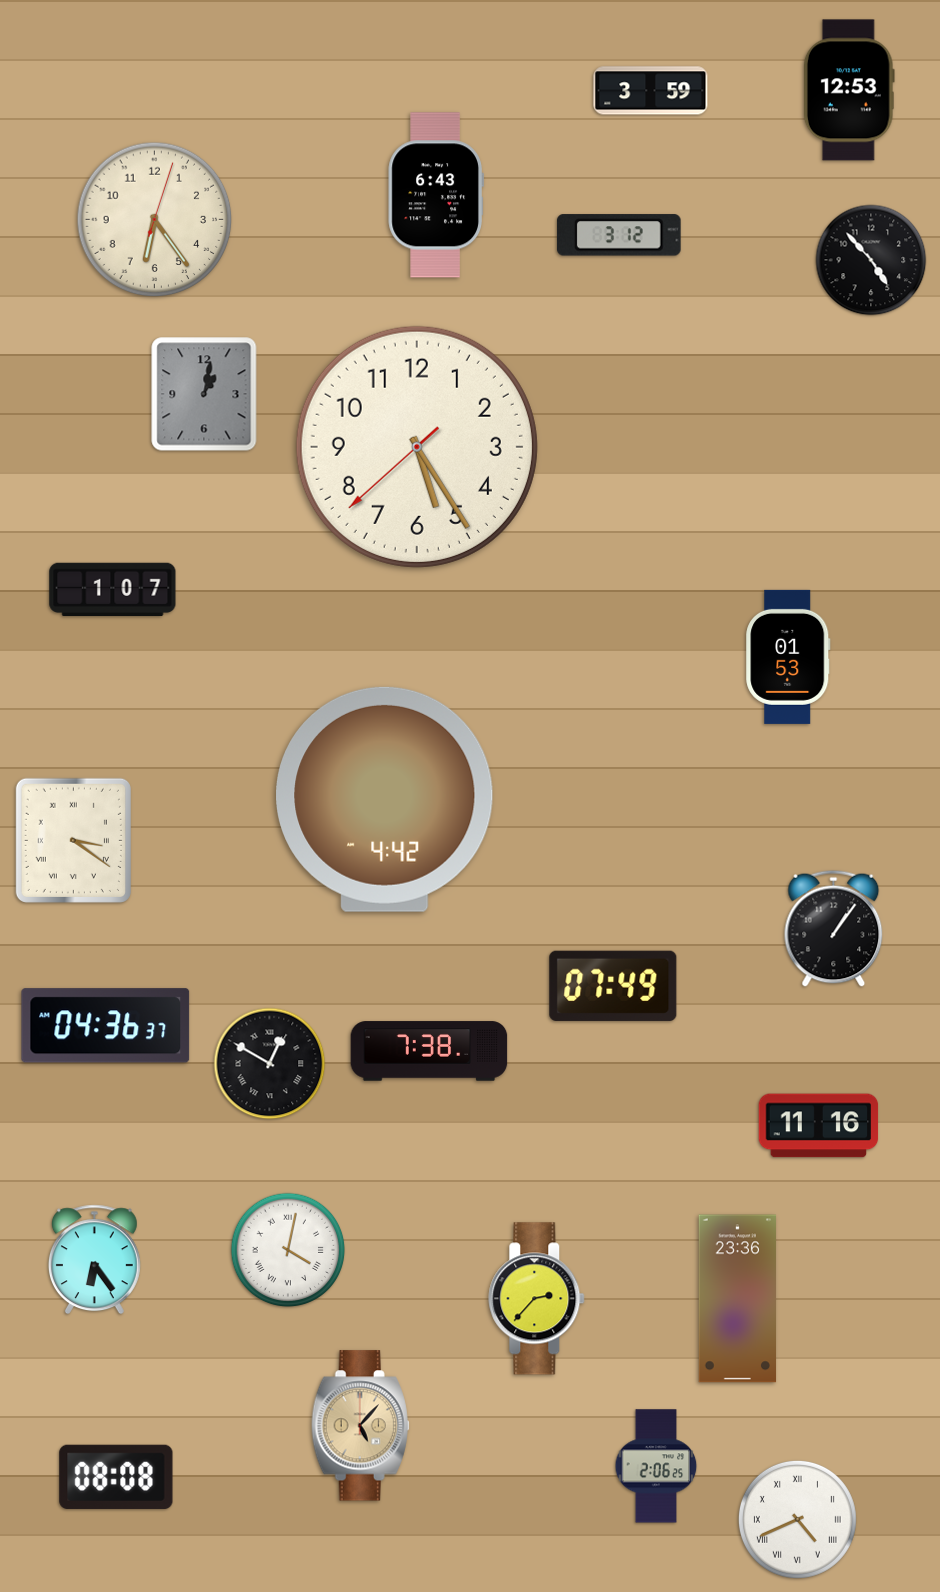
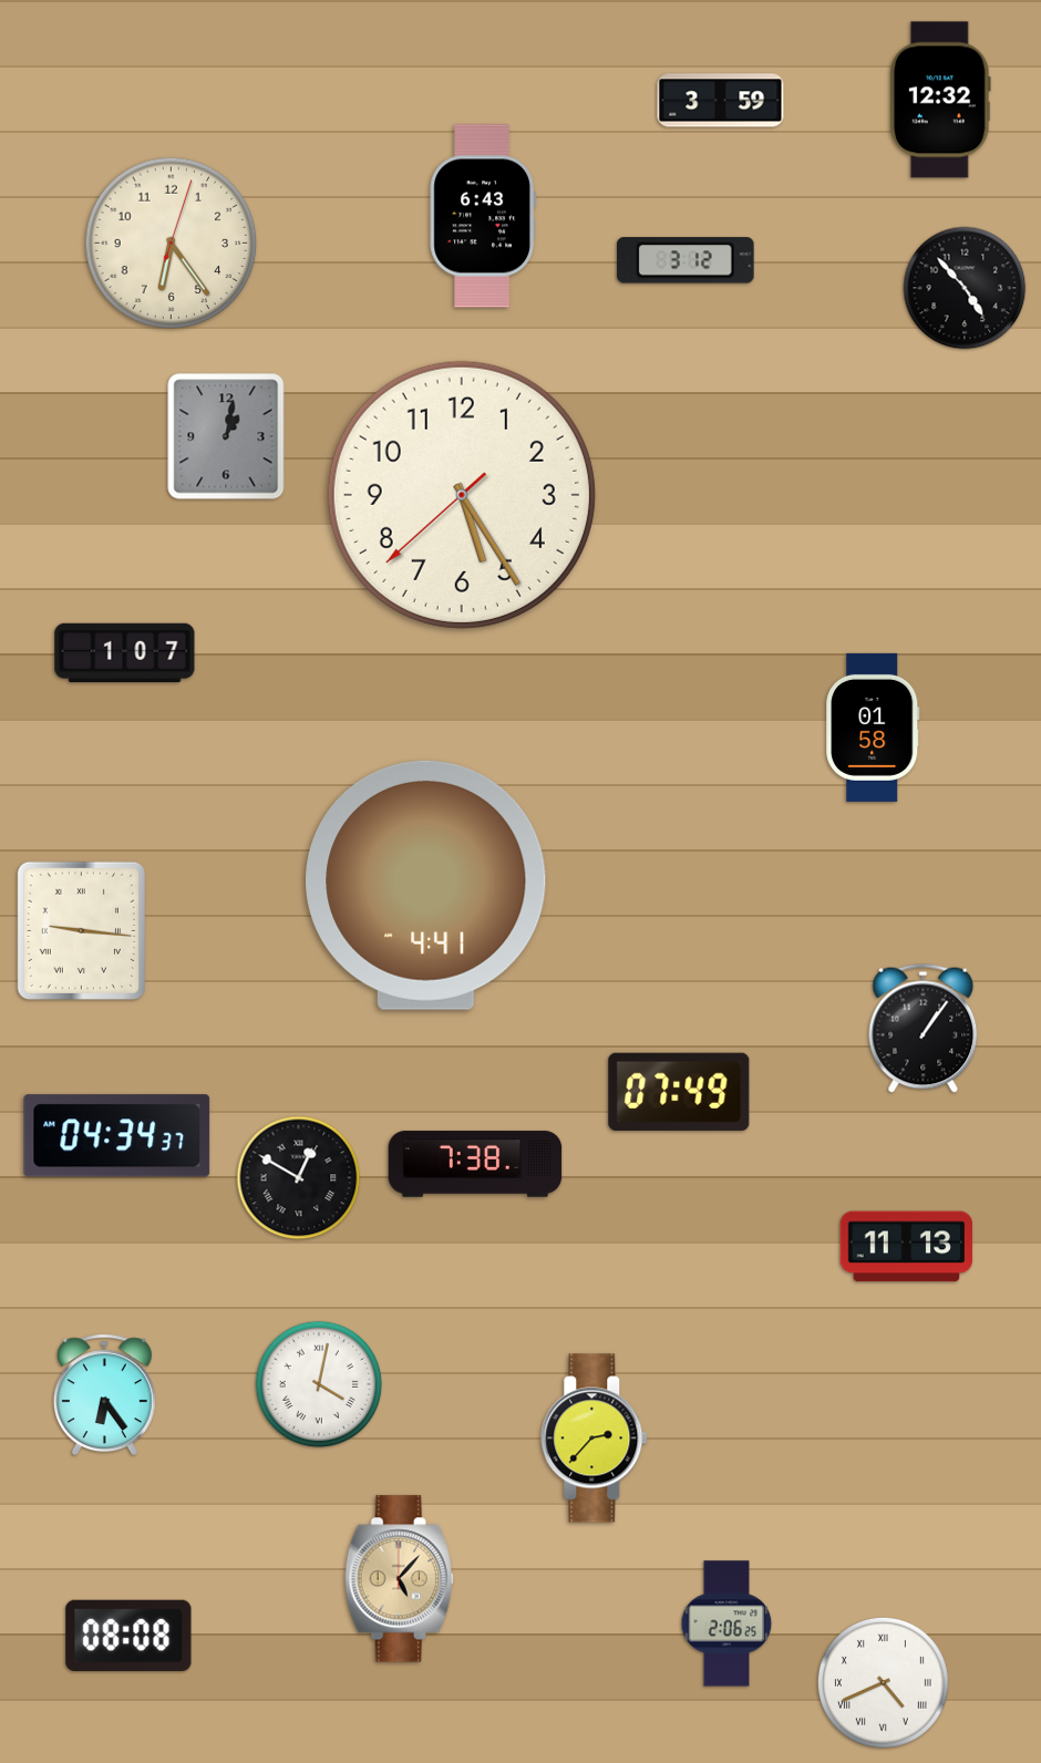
clock at (849, 90): 12:53 -> 12:32
clock at (788, 657): 01:53 -> 01:58
clock at (385, 799): 4:42 -> 4:41
clock at (73, 840): 3:21 -> 9:16
clock at (106, 1026): 04:36 -> 04:34
clock at (819, 1126): 11:16 -> 11:13
clock at (738, 1299): 23:36 -> none
